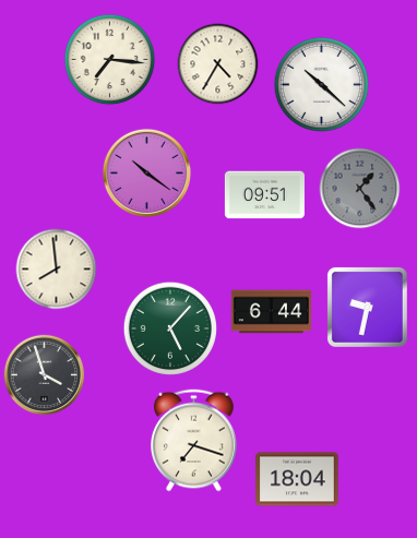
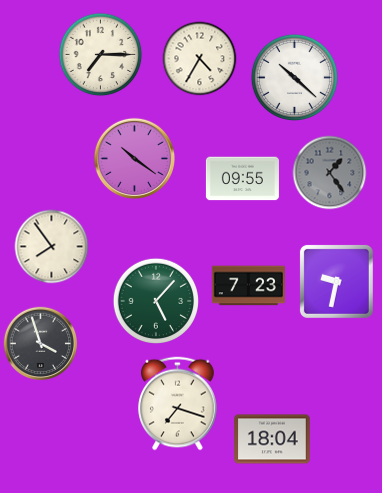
clock at (110, 60): 7:16 -> 7:15
clock at (264, 195): 09:51 -> 09:55
clock at (57, 270): 7:59 -> 7:54
clock at (271, 312): 6:44 -> 7:23
